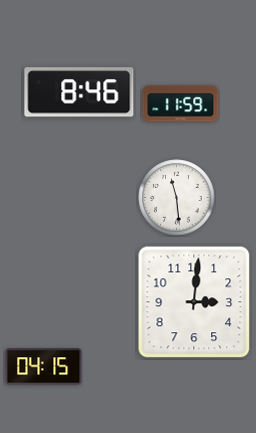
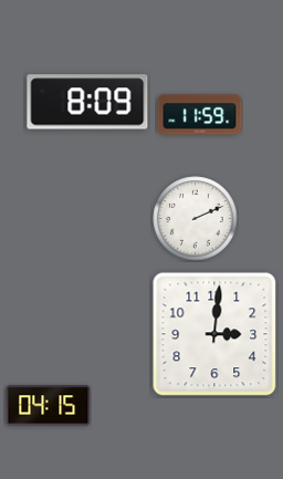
clock at (79, 92): 8:46 -> 8:09
clock at (177, 198): 11:29 -> 2:11
